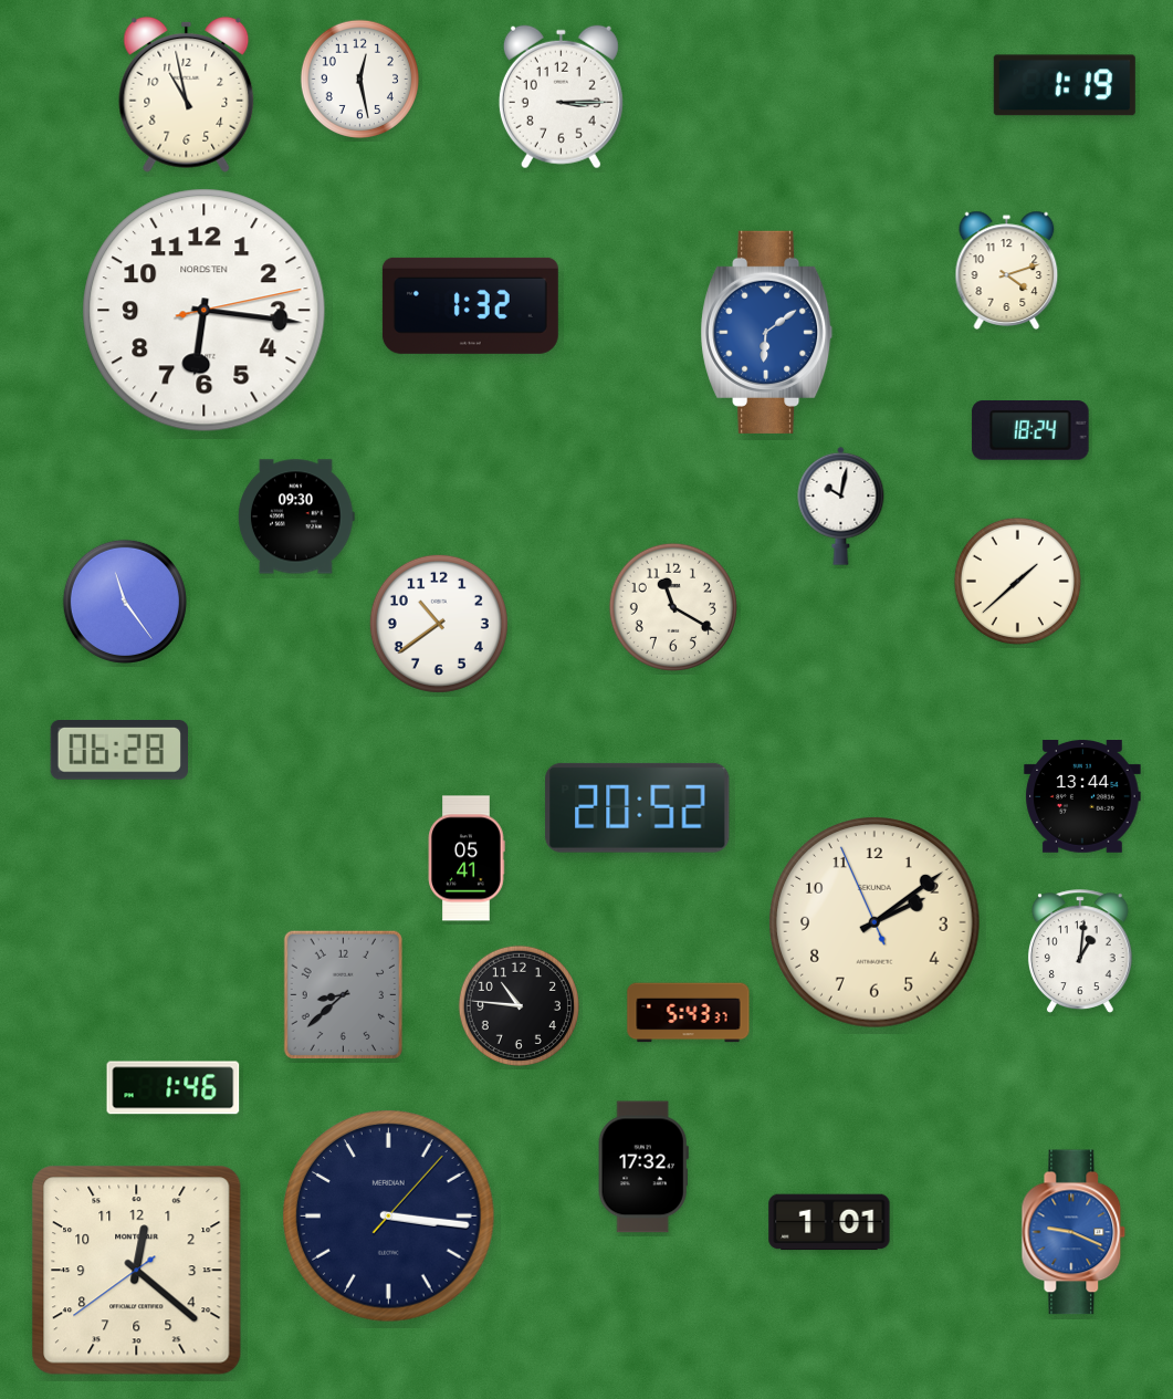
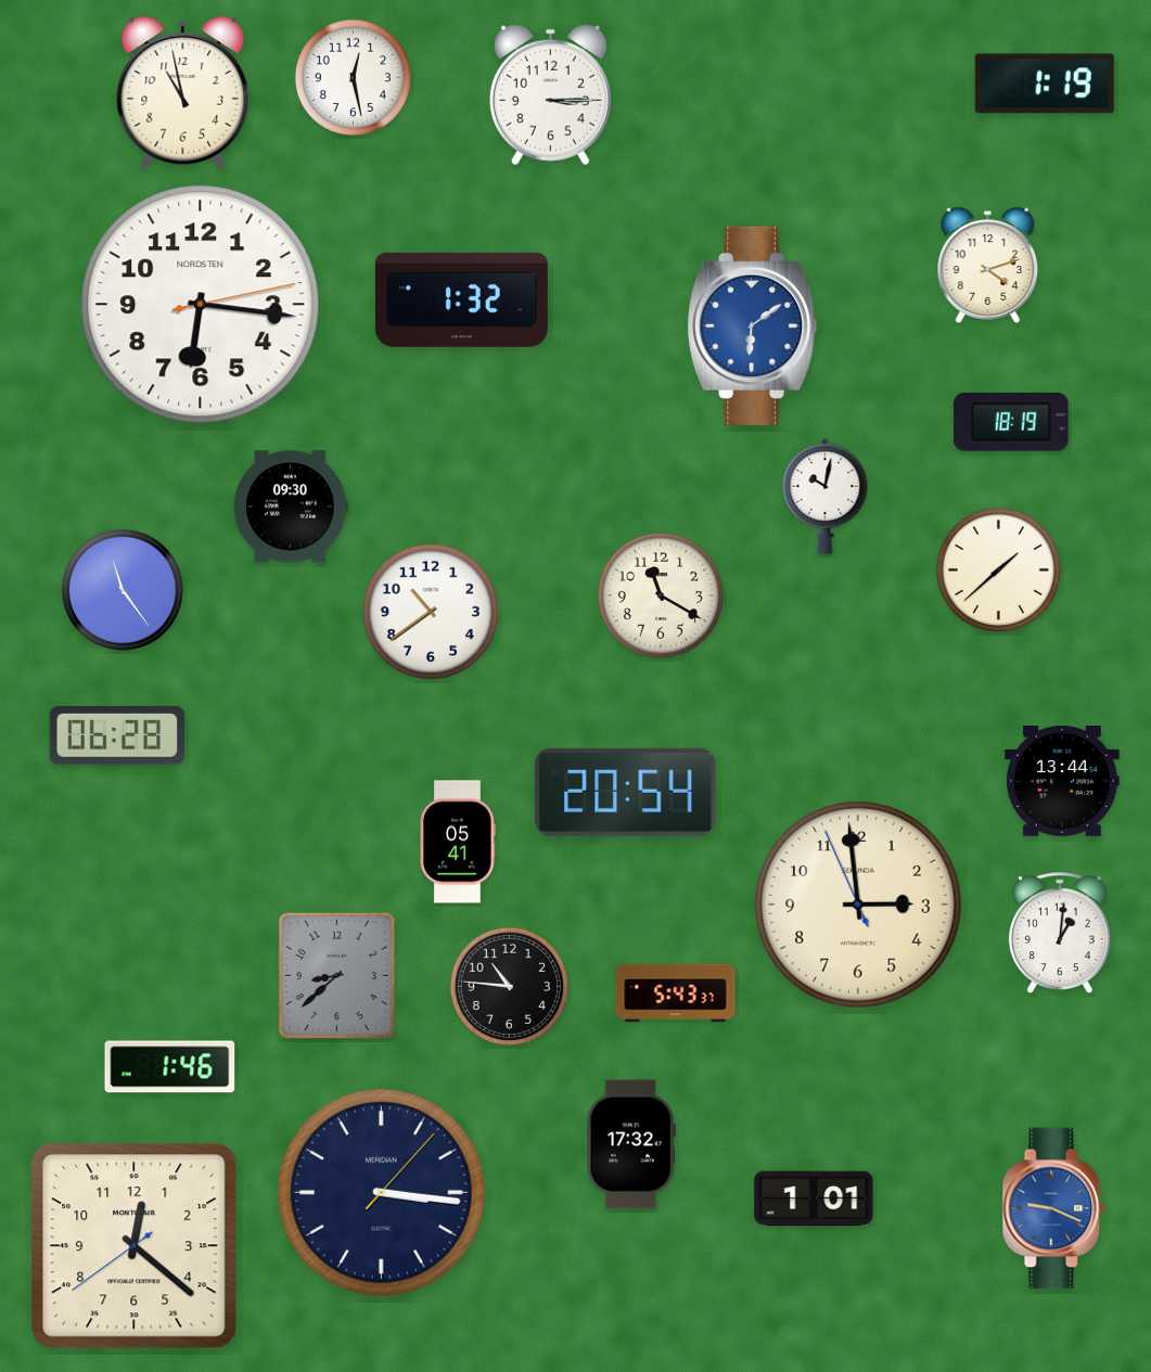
clock at (1030, 431): 18:24 -> 18:19
clock at (638, 807): 20:52 -> 20:54
clock at (874, 922): 2:08 -> 2:58
